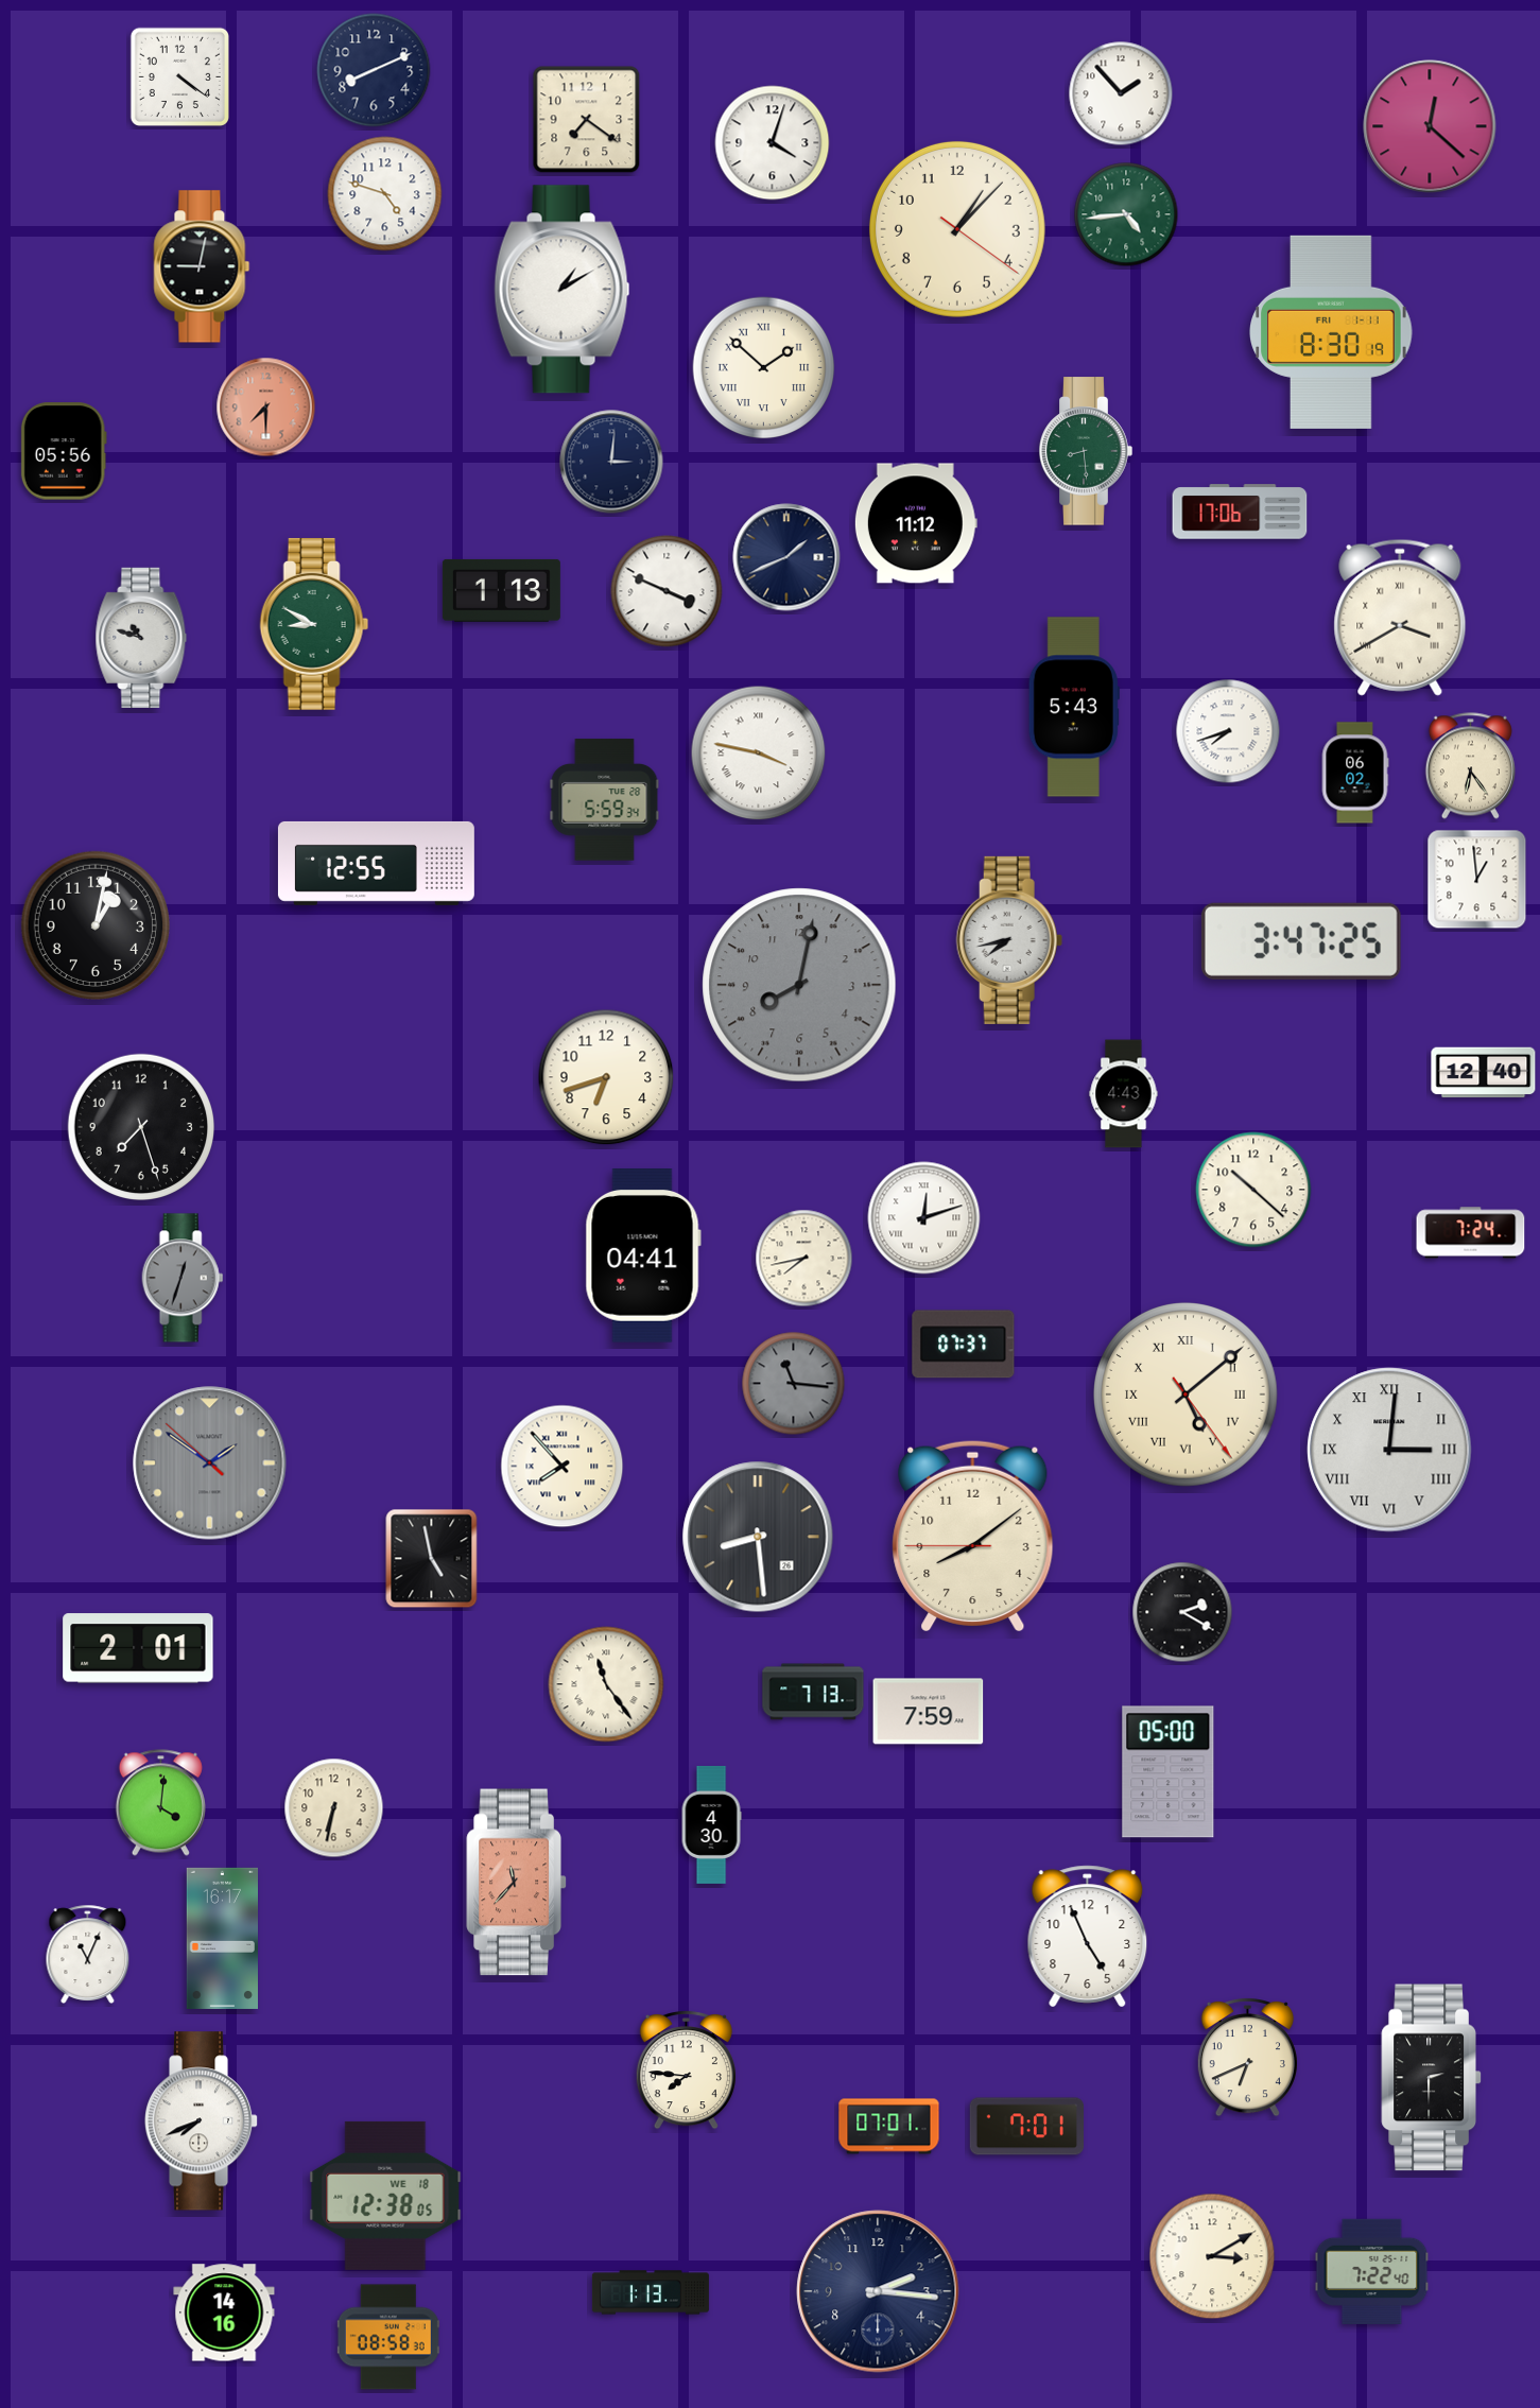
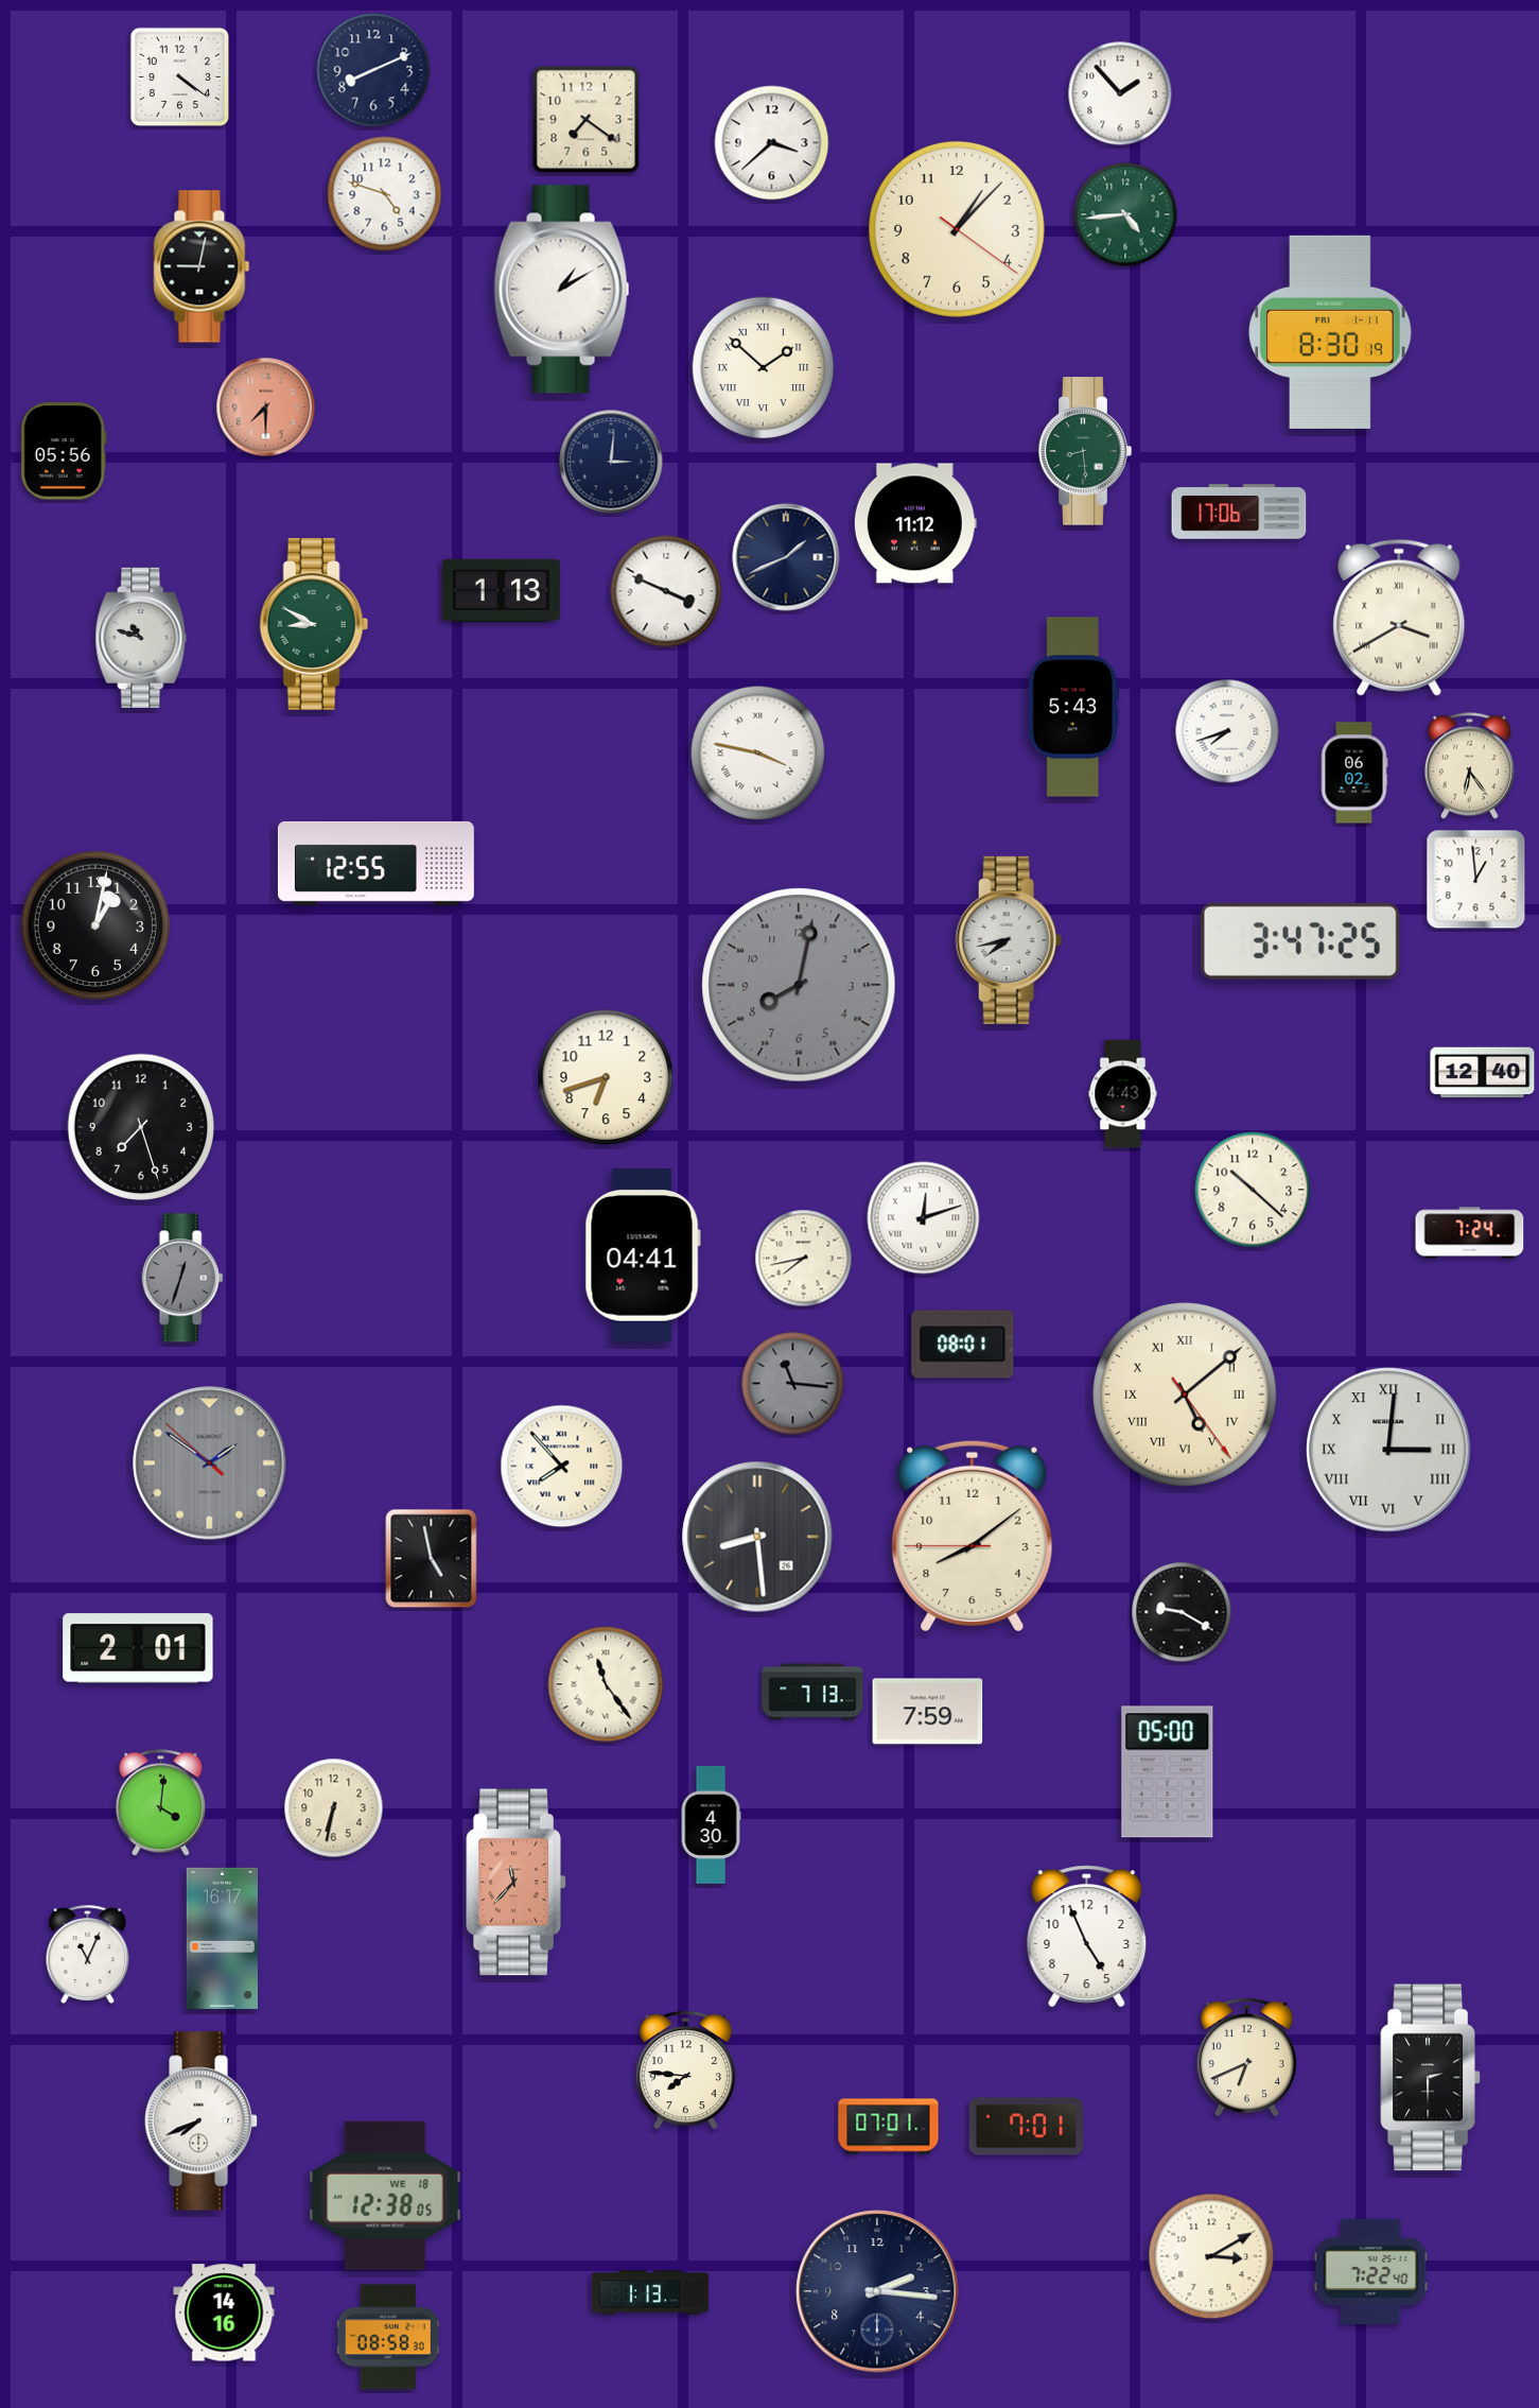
clock at (1430, 126): 12:22 -> none
clock at (773, 143): 4:03 -> 3:38
clock at (605, 800): 5:59 -> none
clock at (964, 1345): 07:37 -> 08:01
clock at (1182, 1612): 2:20 -> 9:20
